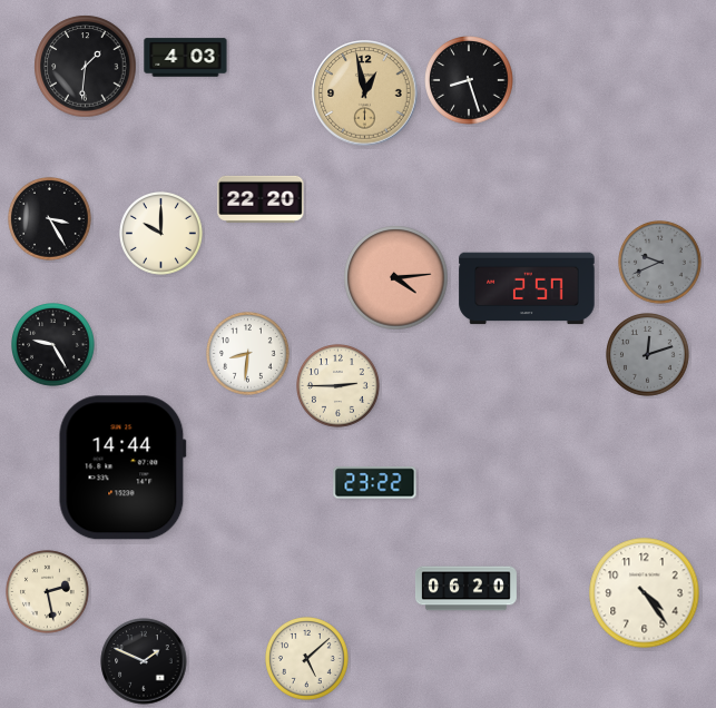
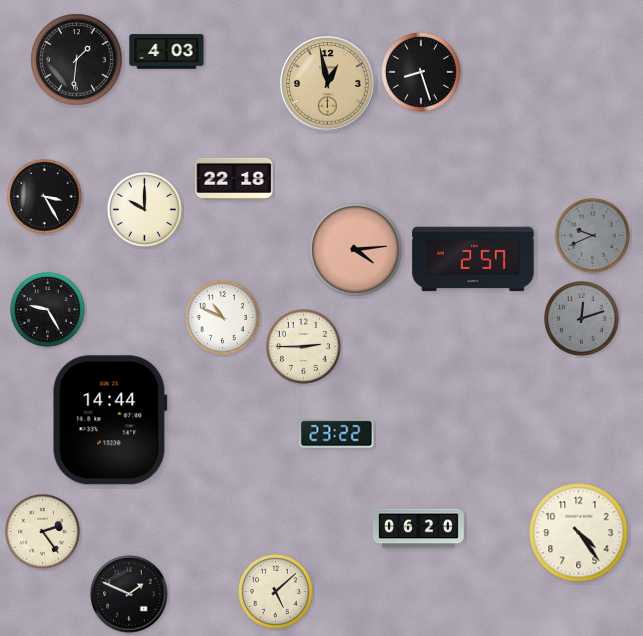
clock at (261, 199): 22:20 -> 22:18
clock at (248, 354): 8:31 -> 10:49
clock at (48, 592): 2:28 -> 2:24
